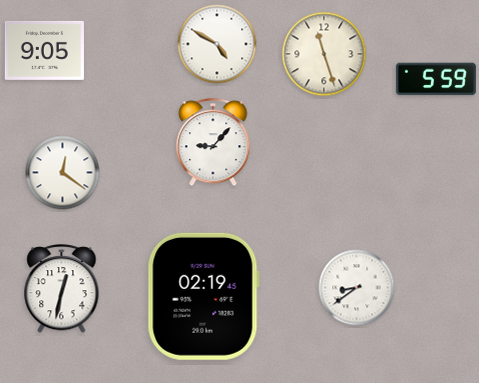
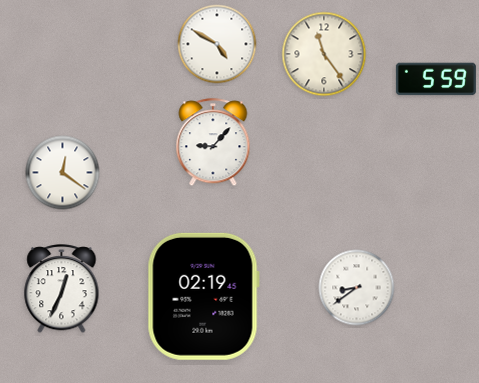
clock at (44, 50): 9:05 -> none
clock at (324, 54): 11:27 -> 11:24
clock at (62, 289): 12:32 -> 12:34
